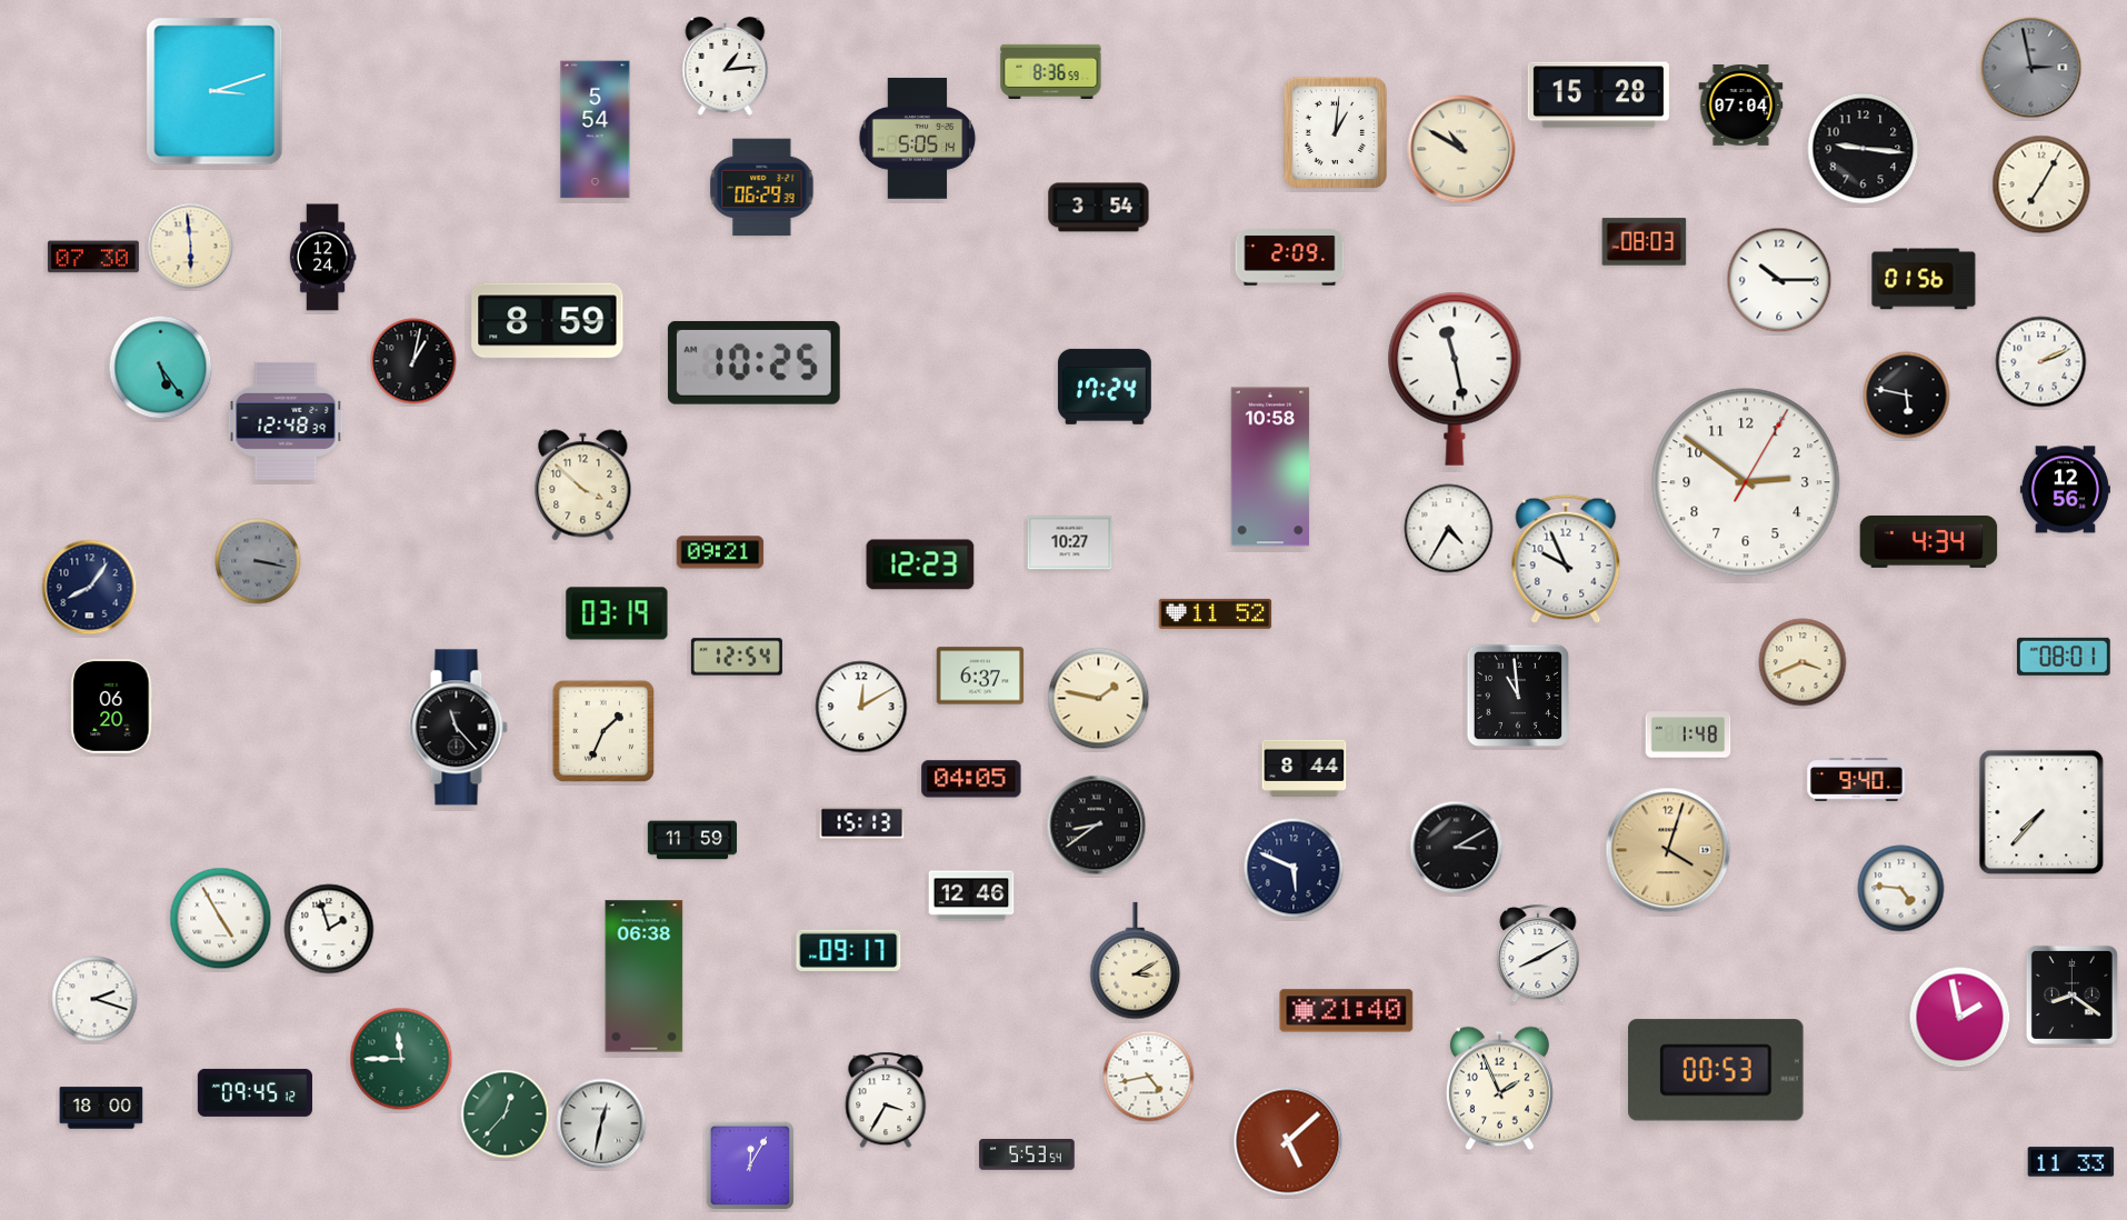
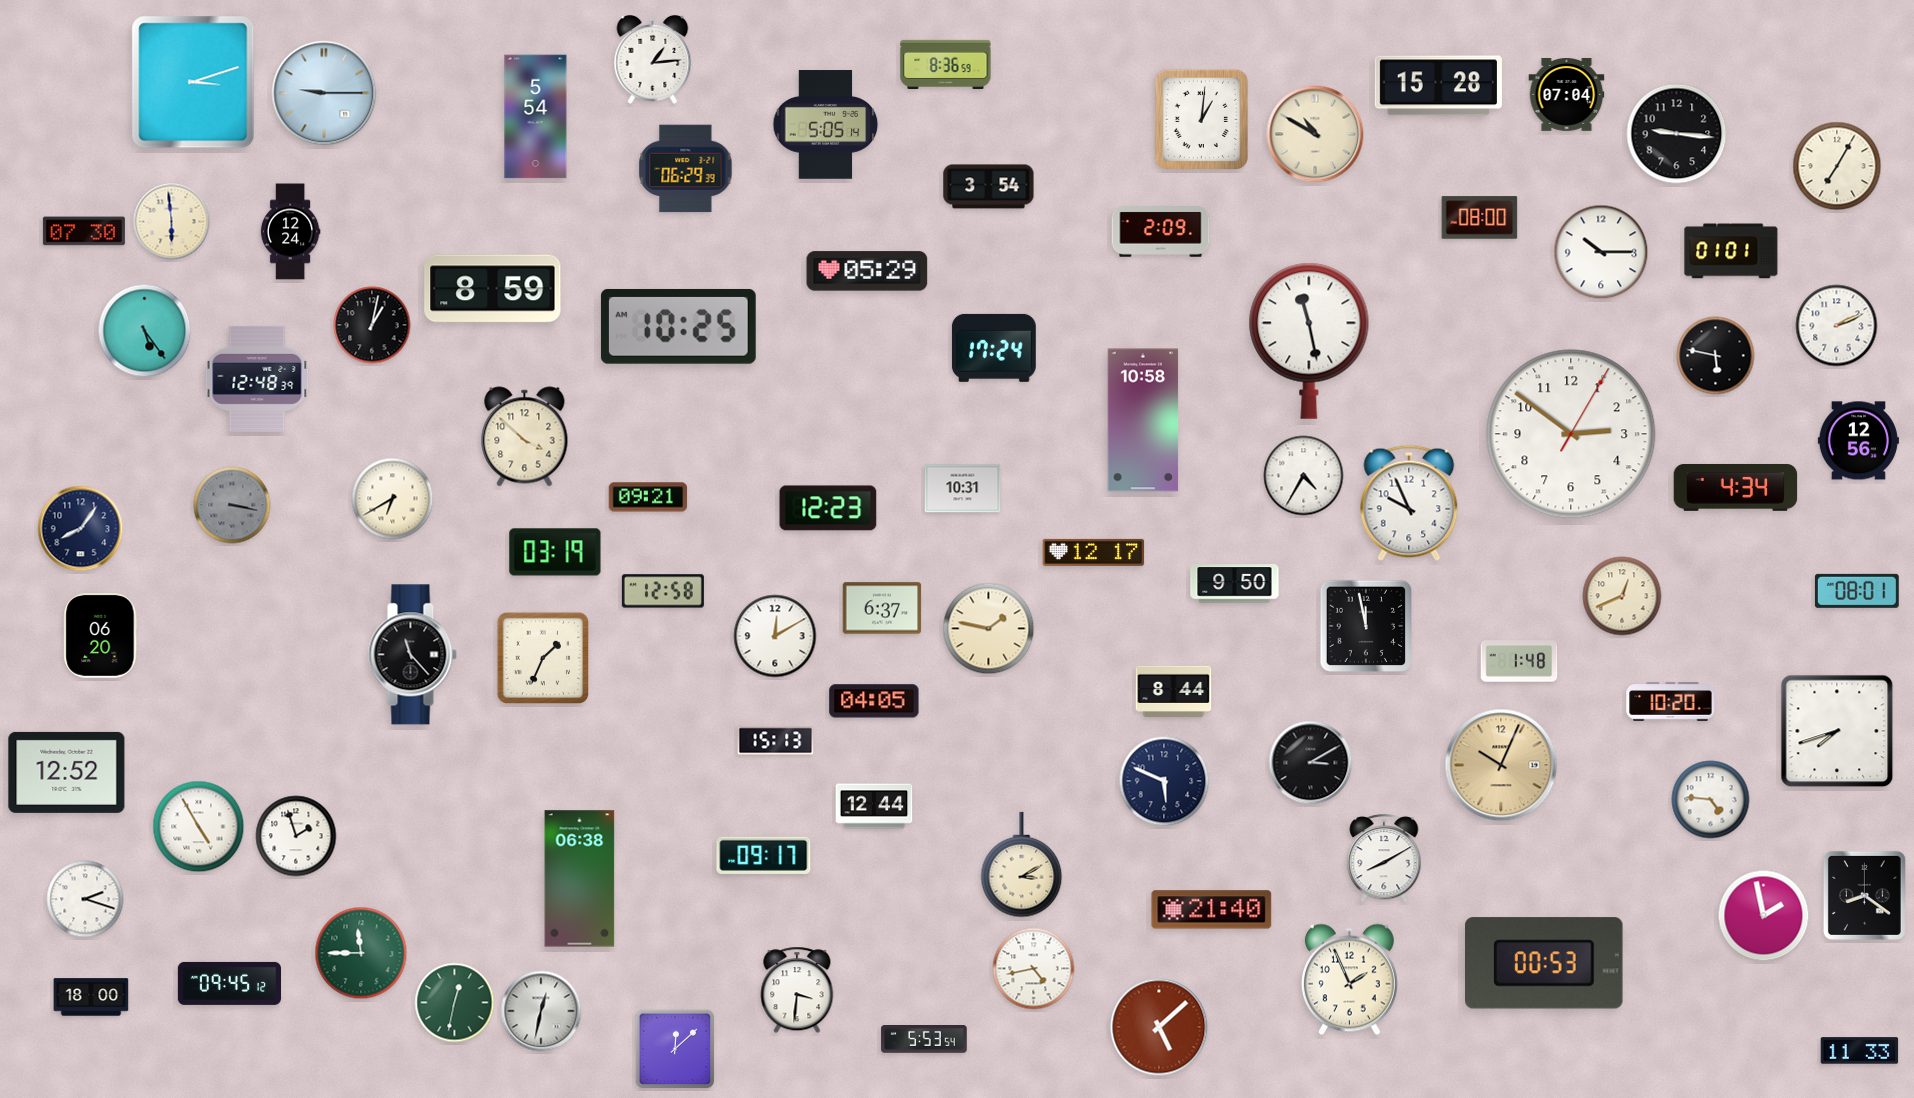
clock at (2031, 68): 2:58 -> none
clock at (324, 93): none -> 9:15
clock at (1645, 242): 08:03 -> 08:00
clock at (1924, 279): 01:56 -> 01:01
clock at (867, 271): none -> 05:29
clock at (1070, 543): 10:27 -> 10:31
clock at (393, 499): none -> 6:40
clock at (1216, 613): 11:52 -> 12:17
clock at (1235, 584): none -> 9:50
clock at (737, 657): 12:54 -> 12:58
clock at (1803, 662): 3:41 -> 12:41
clock at (1517, 694): 10:59 -> 11:58
clock at (1857, 780): 9:40 -> 10:20
clock at (2041, 812): 7:37 -> 7:42
clock at (1097, 826): 8:39 -> none
clock at (691, 840): 11:59 -> none
clock at (1668, 850): 4:03 -> 10:04
clock at (67, 772): none -> 12:52
clock at (971, 896): 12:46 -> 12:44
clock at (886, 1100): 3:35 -> 3:31
clock at (506, 1114): 12:37 -> 12:32
clock at (2071, 1162) position: (2071, 1162) -> (1860, 1051)
clock at (750, 1166): 12:05 -> 12:08
